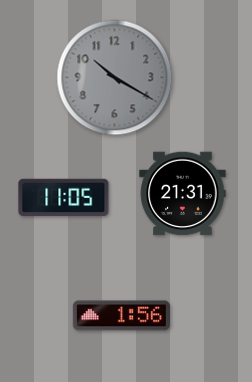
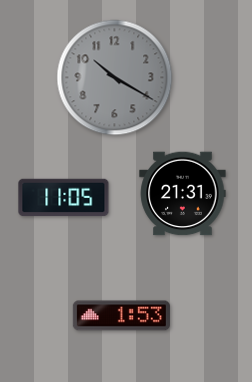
clock at (121, 316): 1:56 -> 1:53
